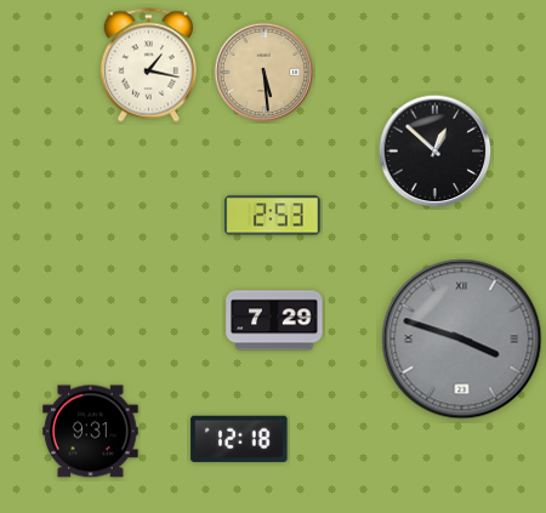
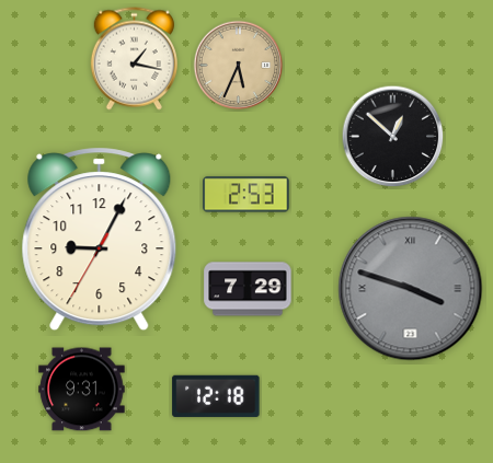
clock at (265, 73): 5:29 -> 5:34
clock at (100, 240): none -> 9:04
clock at (462, 340) position: (462, 340) -> (411, 289)
